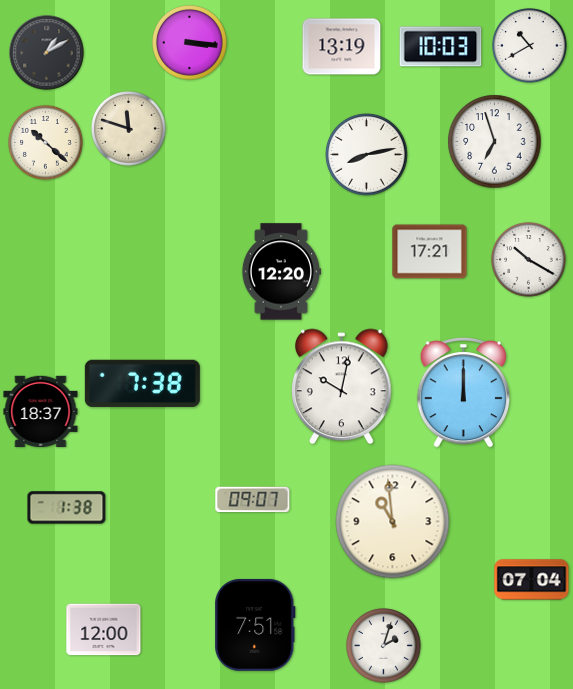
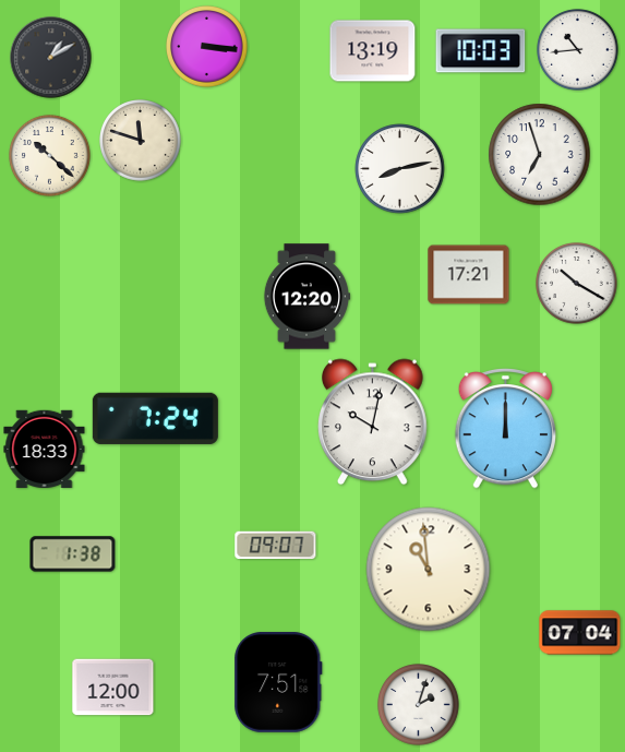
clock at (530, 46): 10:40 -> 10:44
clock at (142, 383): 7:38 -> 7:24
clock at (41, 411): 18:37 -> 18:33
